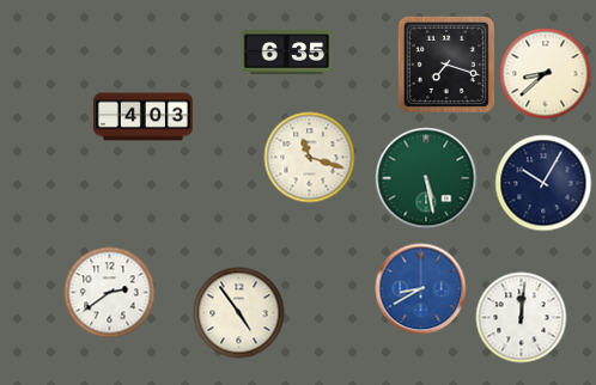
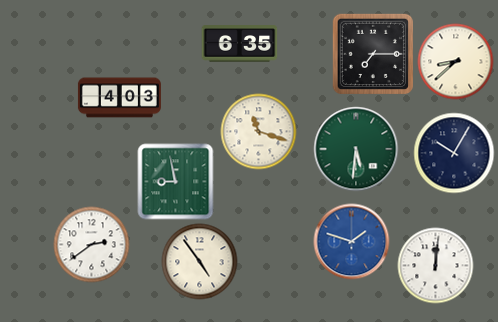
clock at (445, 63): 7:18 -> 7:15
clock at (426, 178): 5:28 -> 5:31
clock at (176, 182): none -> 8:58
clock at (421, 289): 8:40 -> 1:48
